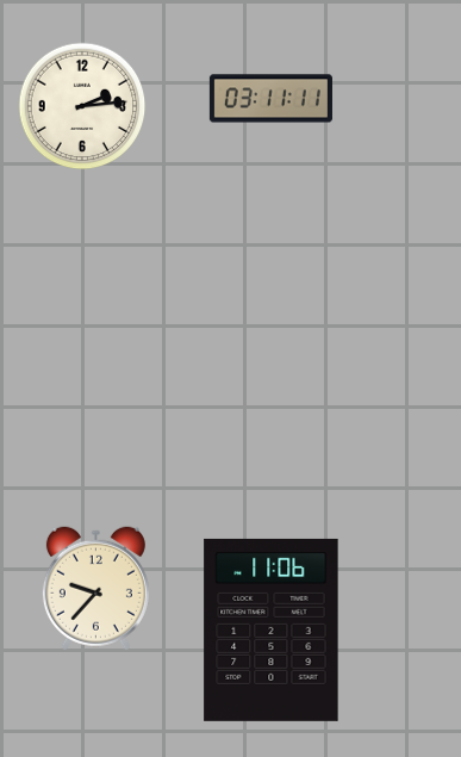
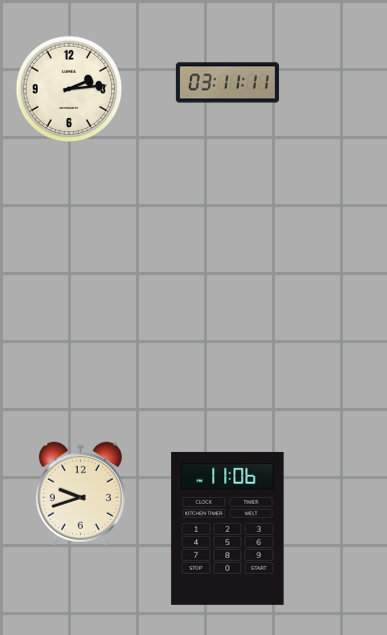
clock at (95, 589): 9:37 -> 9:42
